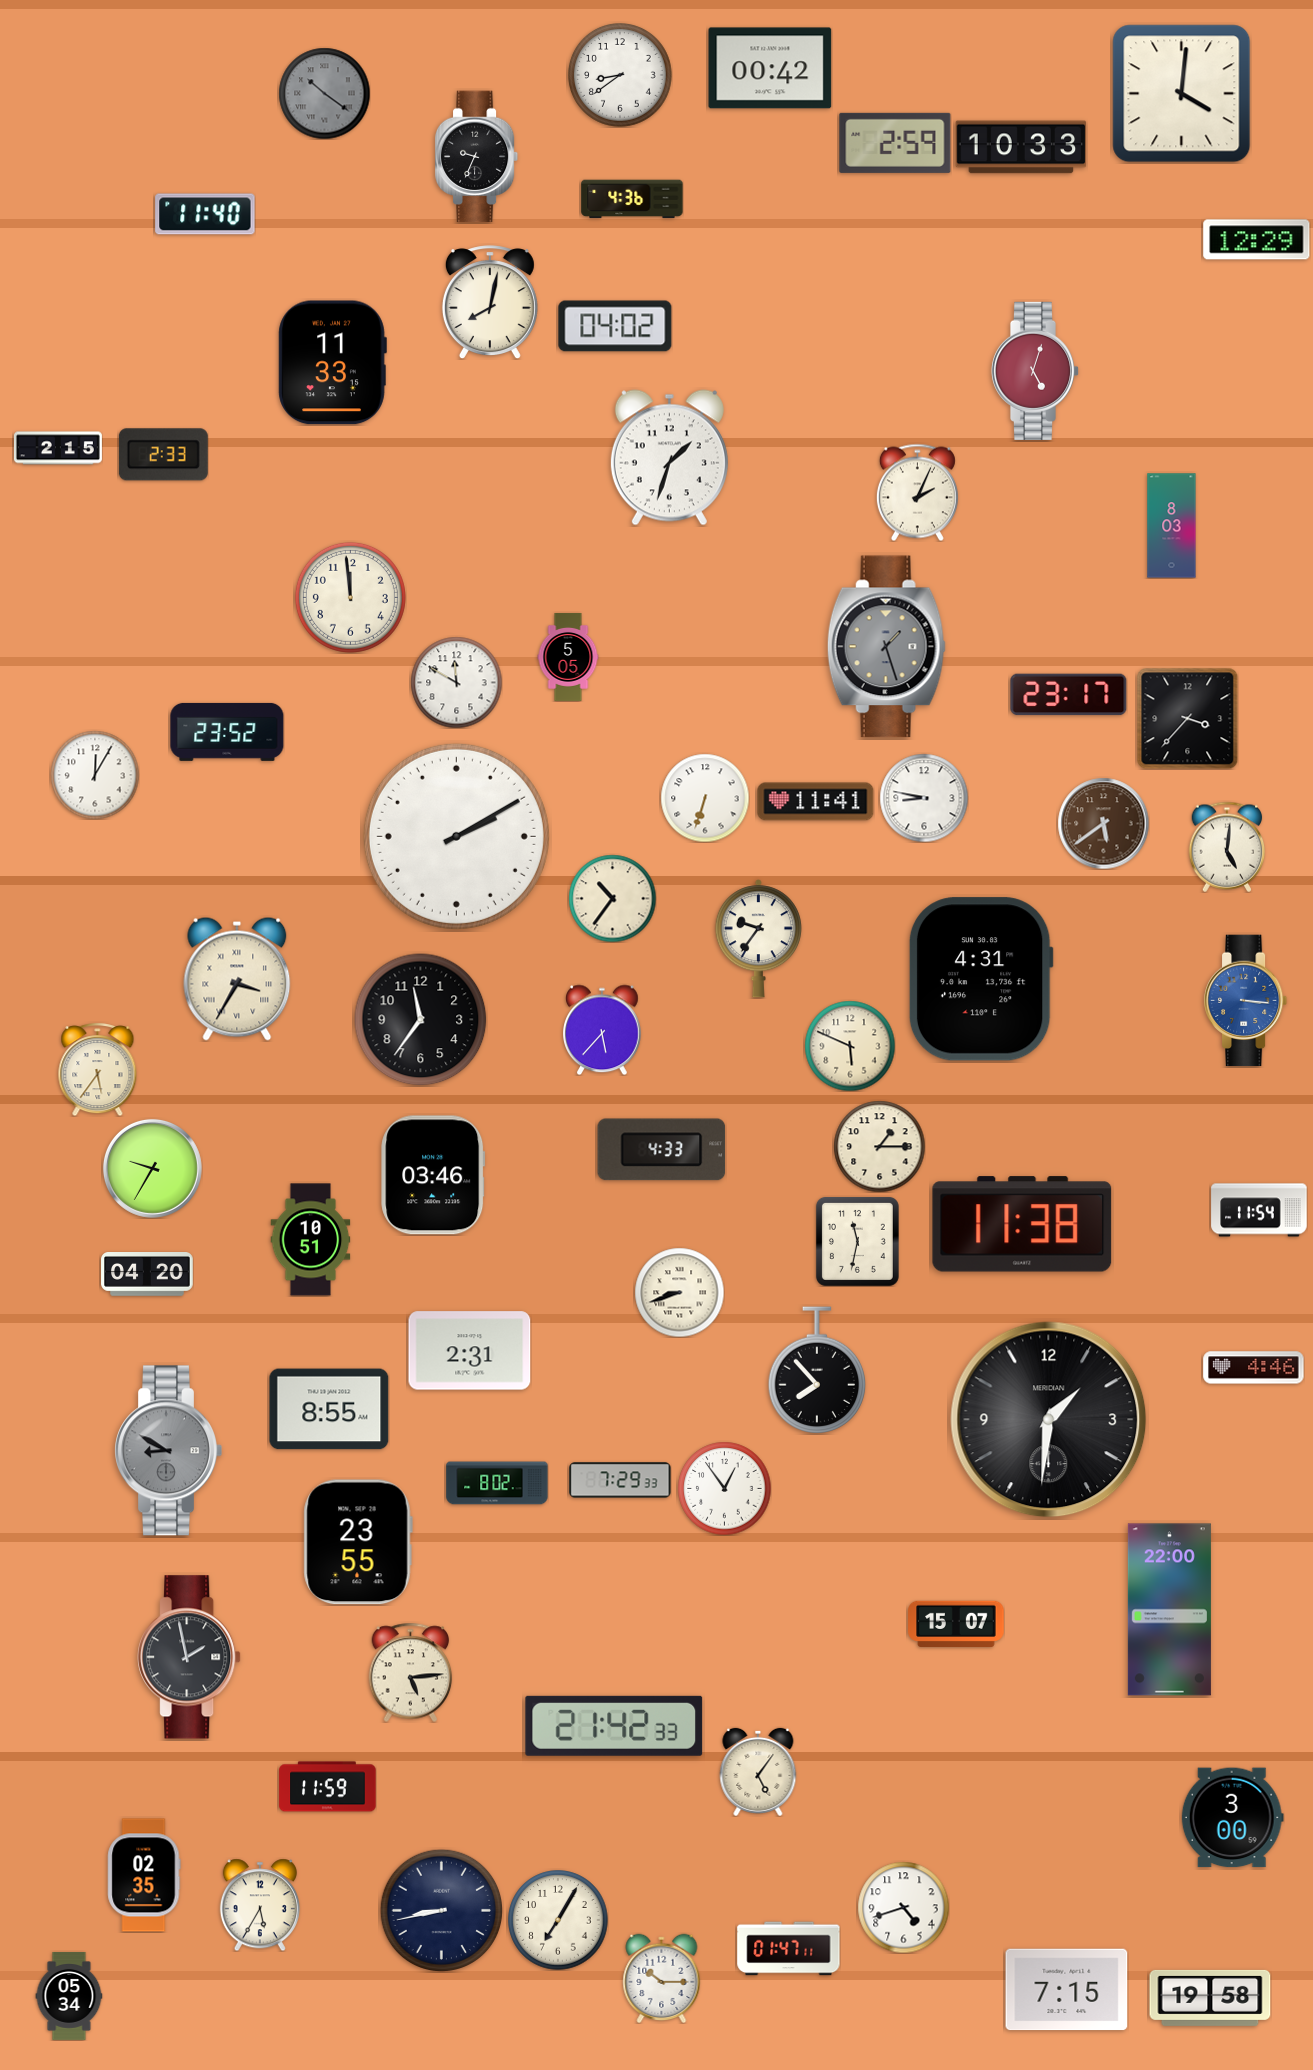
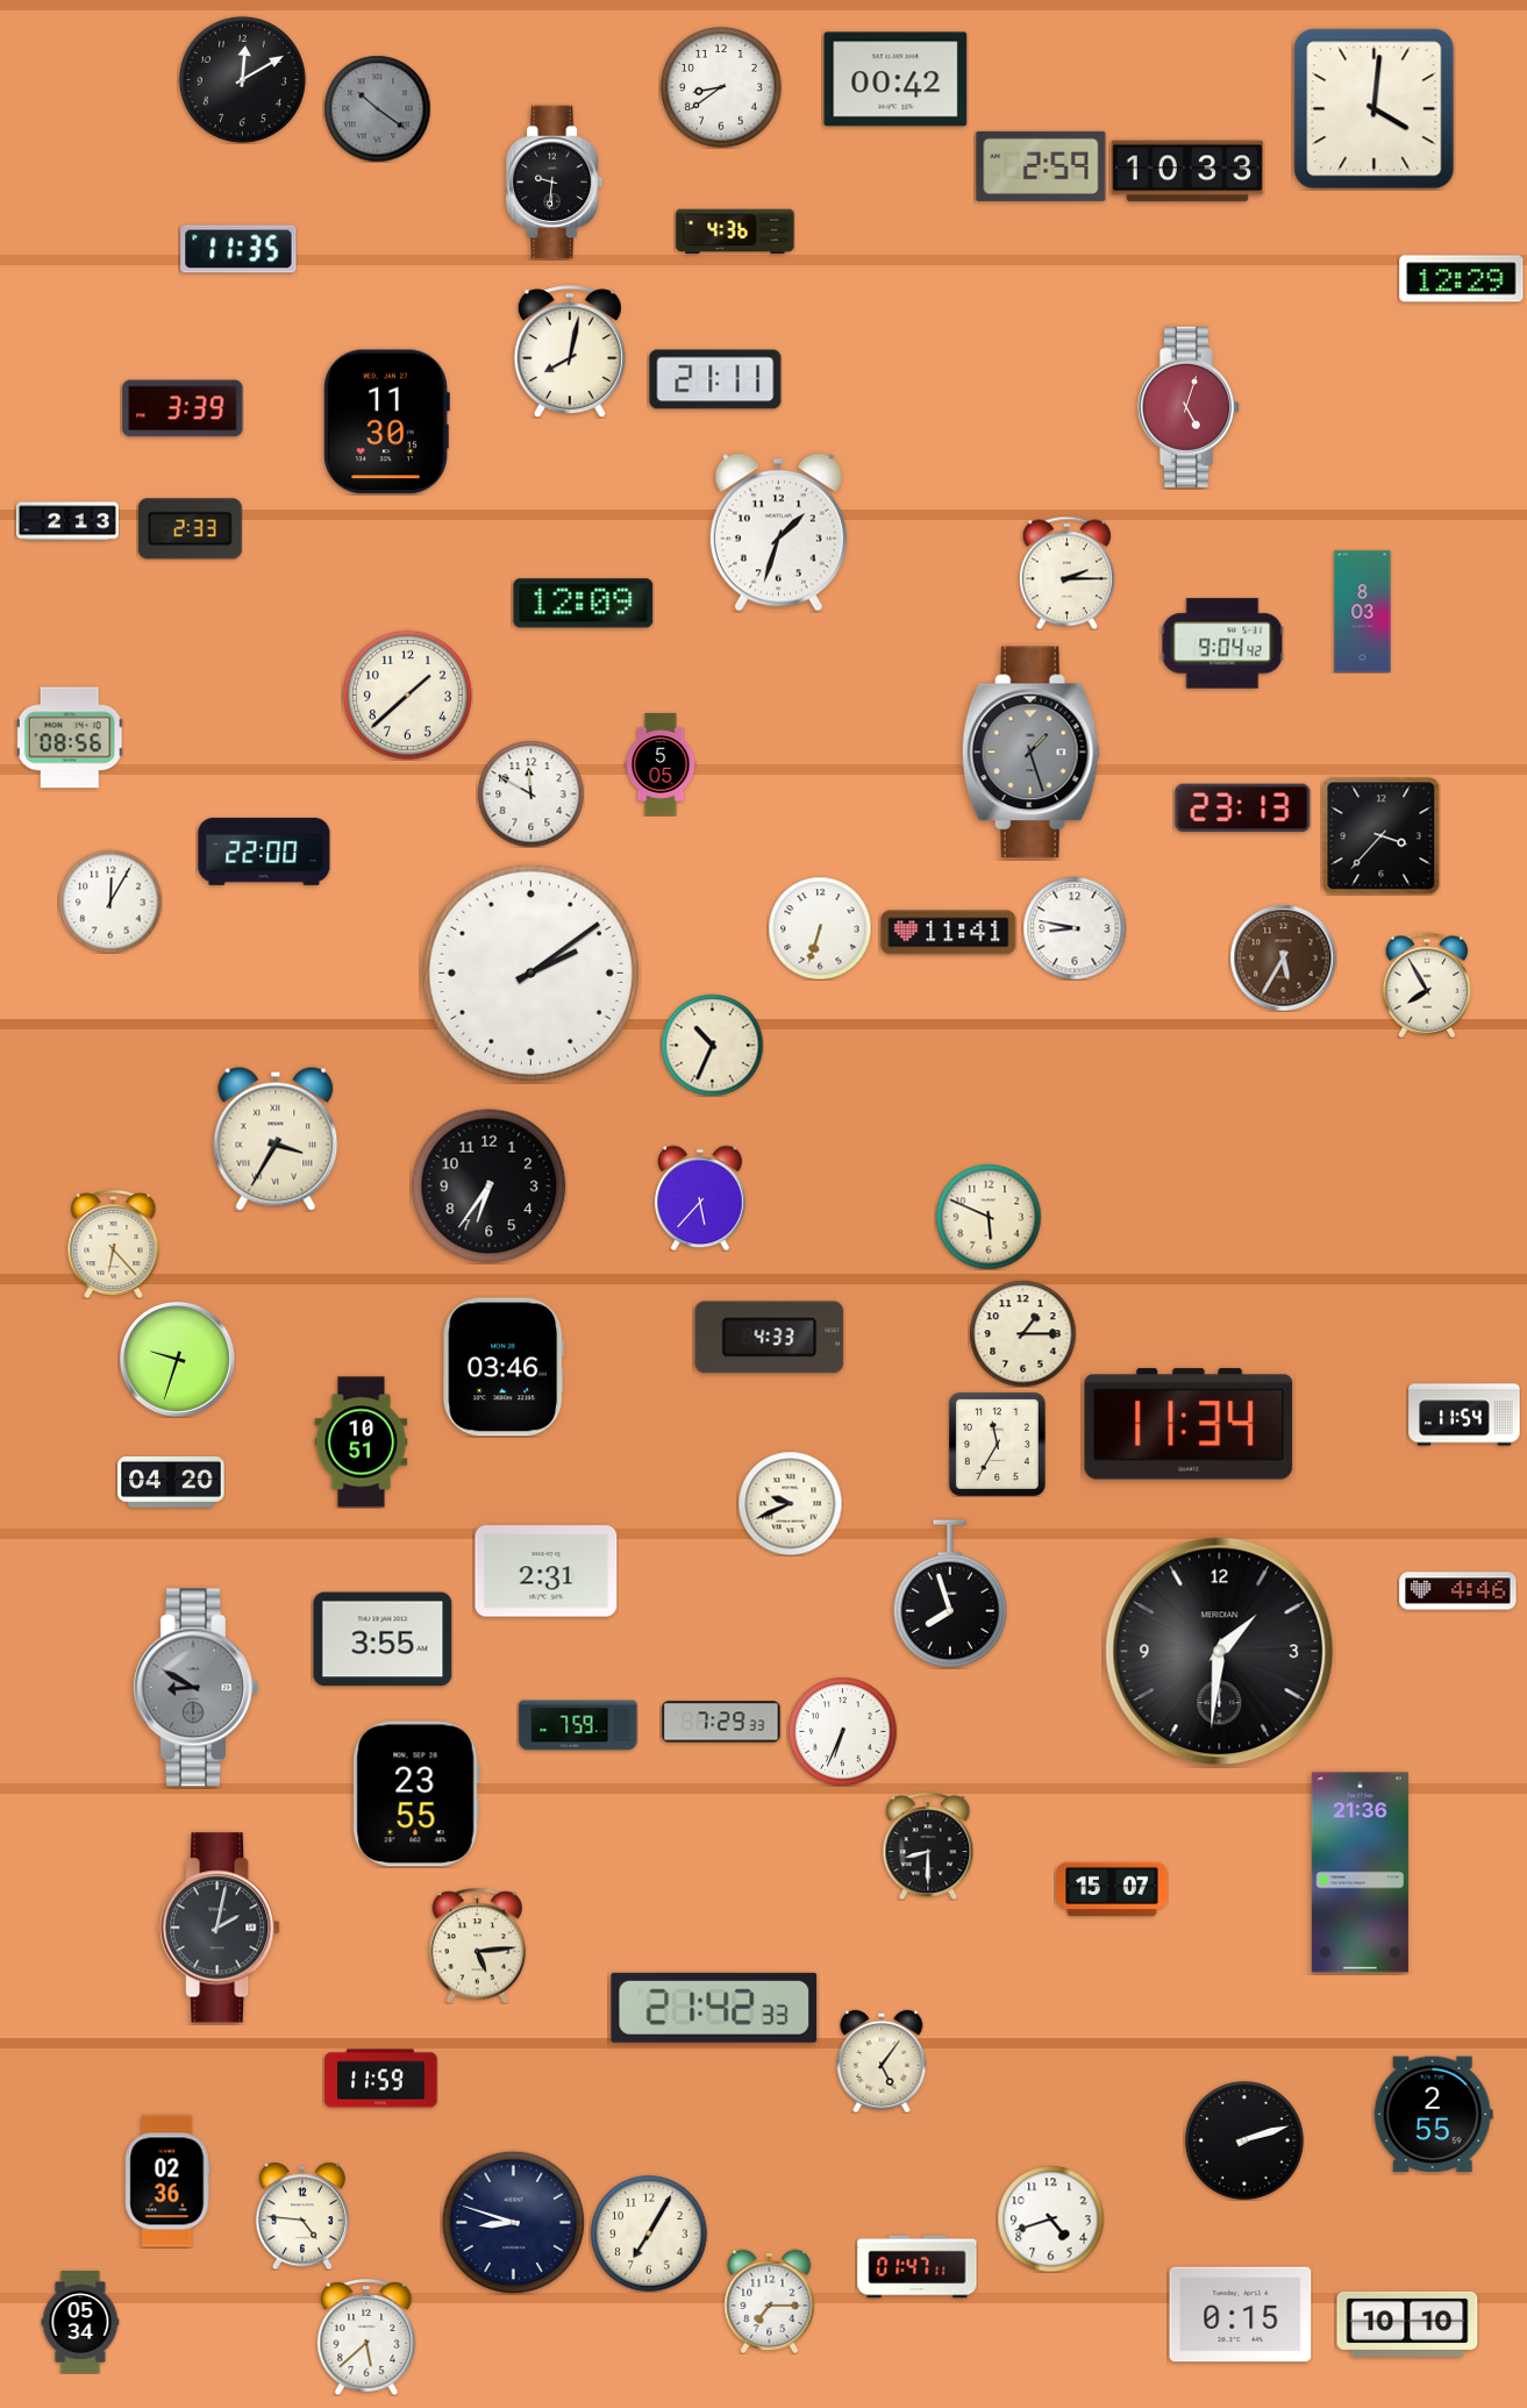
clock at (242, 79): none -> 12:10
clock at (477, 157): 9:34 -> 9:31
clock at (205, 214): 11:40 -> 11:35
clock at (615, 326): 04:02 -> 21:11
clock at (183, 408): none -> 3:39
clock at (332, 363): 11:33 -> 11:30
clock at (1035, 371) position: (1035, 371) -> (1189, 407)
clock at (58, 448): 2:15 -> 2:13
clock at (917, 492): 2:04 -> 2:15
clock at (584, 604): none -> 12:09
clock at (1222, 643): none -> 9:04
clock at (350, 597): 11:59 -> 1:38
clock at (70, 738): none -> 08:56
clock at (1069, 695): 23:17 -> 23:13
clock at (227, 732): 23:52 -> 22:00
clock at (1103, 823): 5:39 -> 5:35
clock at (456, 836): 2:10 -> 2:09
clock at (1227, 847): 5:01 -> 7:55
clock at (612, 898): 10:36 -> 10:34
clock at (758, 939): 9:36 -> none
clock at (981, 979): 4:31 -> none
clock at (1246, 1001): 3:16 -> none
clock at (421, 1020): 11:36 -> 6:36
clock at (98, 1069): 5:36 -> 6:23
clock at (152, 1168): 9:35 -> 9:33
clock at (1259, 1210) position: (1259, 1210) -> (1464, 1415)
clock at (1022, 1224): 11:38 -> 11:34
clock at (857, 1241): 11:32 -> 11:35
clock at (679, 1292): 8:42 -> 9:41
clock at (817, 1370): 7:53 -> 7:57
clock at (329, 1409): 8:55 -> 3:55
clock at (497, 1483): 8:02 -> 7:59
clock at (724, 1488): 12:54 -> 6:34
clock at (928, 1846): none -> 8:30
clock at (1169, 1610): 22:00 -> 21:36
clock at (189, 1657): 1:58 -> 2:02
clock at (1232, 1818): 3:00 -> 2:55
clock at (1244, 2140): none -> 2:12
clock at (144, 1875): 02:35 -> 02:36
clock at (260, 1905): 5:35 -> 4:46
clock at (441, 1910): 8:43 -> 8:48
clock at (662, 1978): 10:15 -> 7:15
clock at (1067, 1990): 7:15 -> 0:15
clock at (1210, 1998): 19:58 -> 10:10
clock at (366, 2338): none -> 5:38
